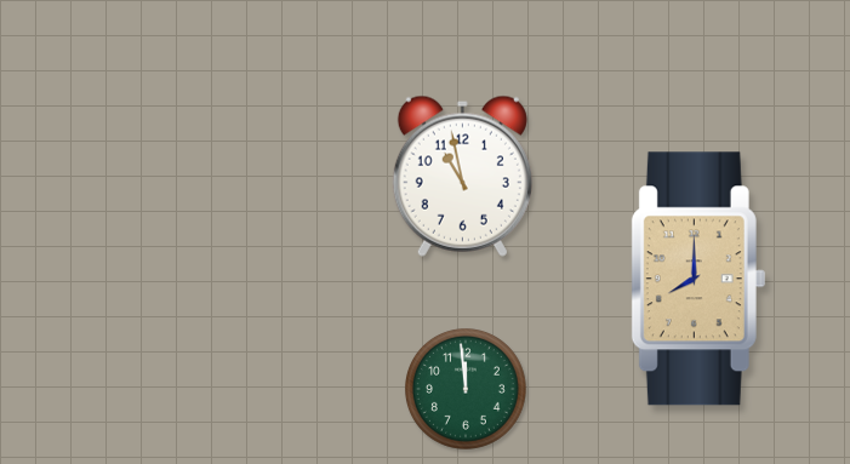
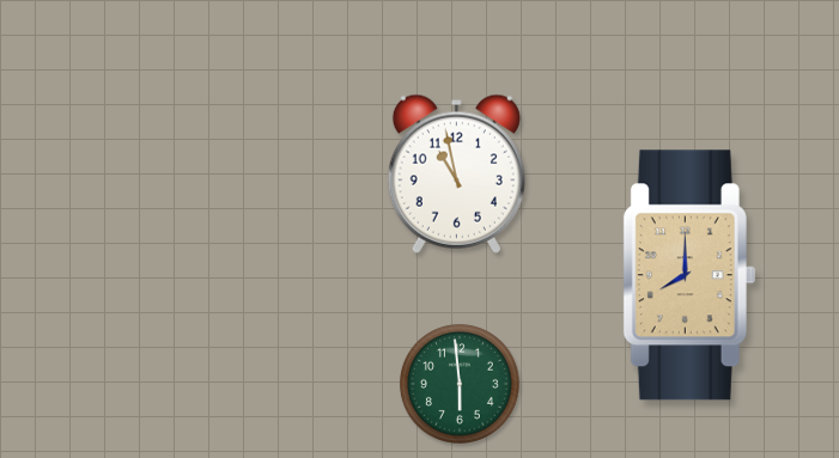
clock at (466, 389): 11:59 -> 5:59
